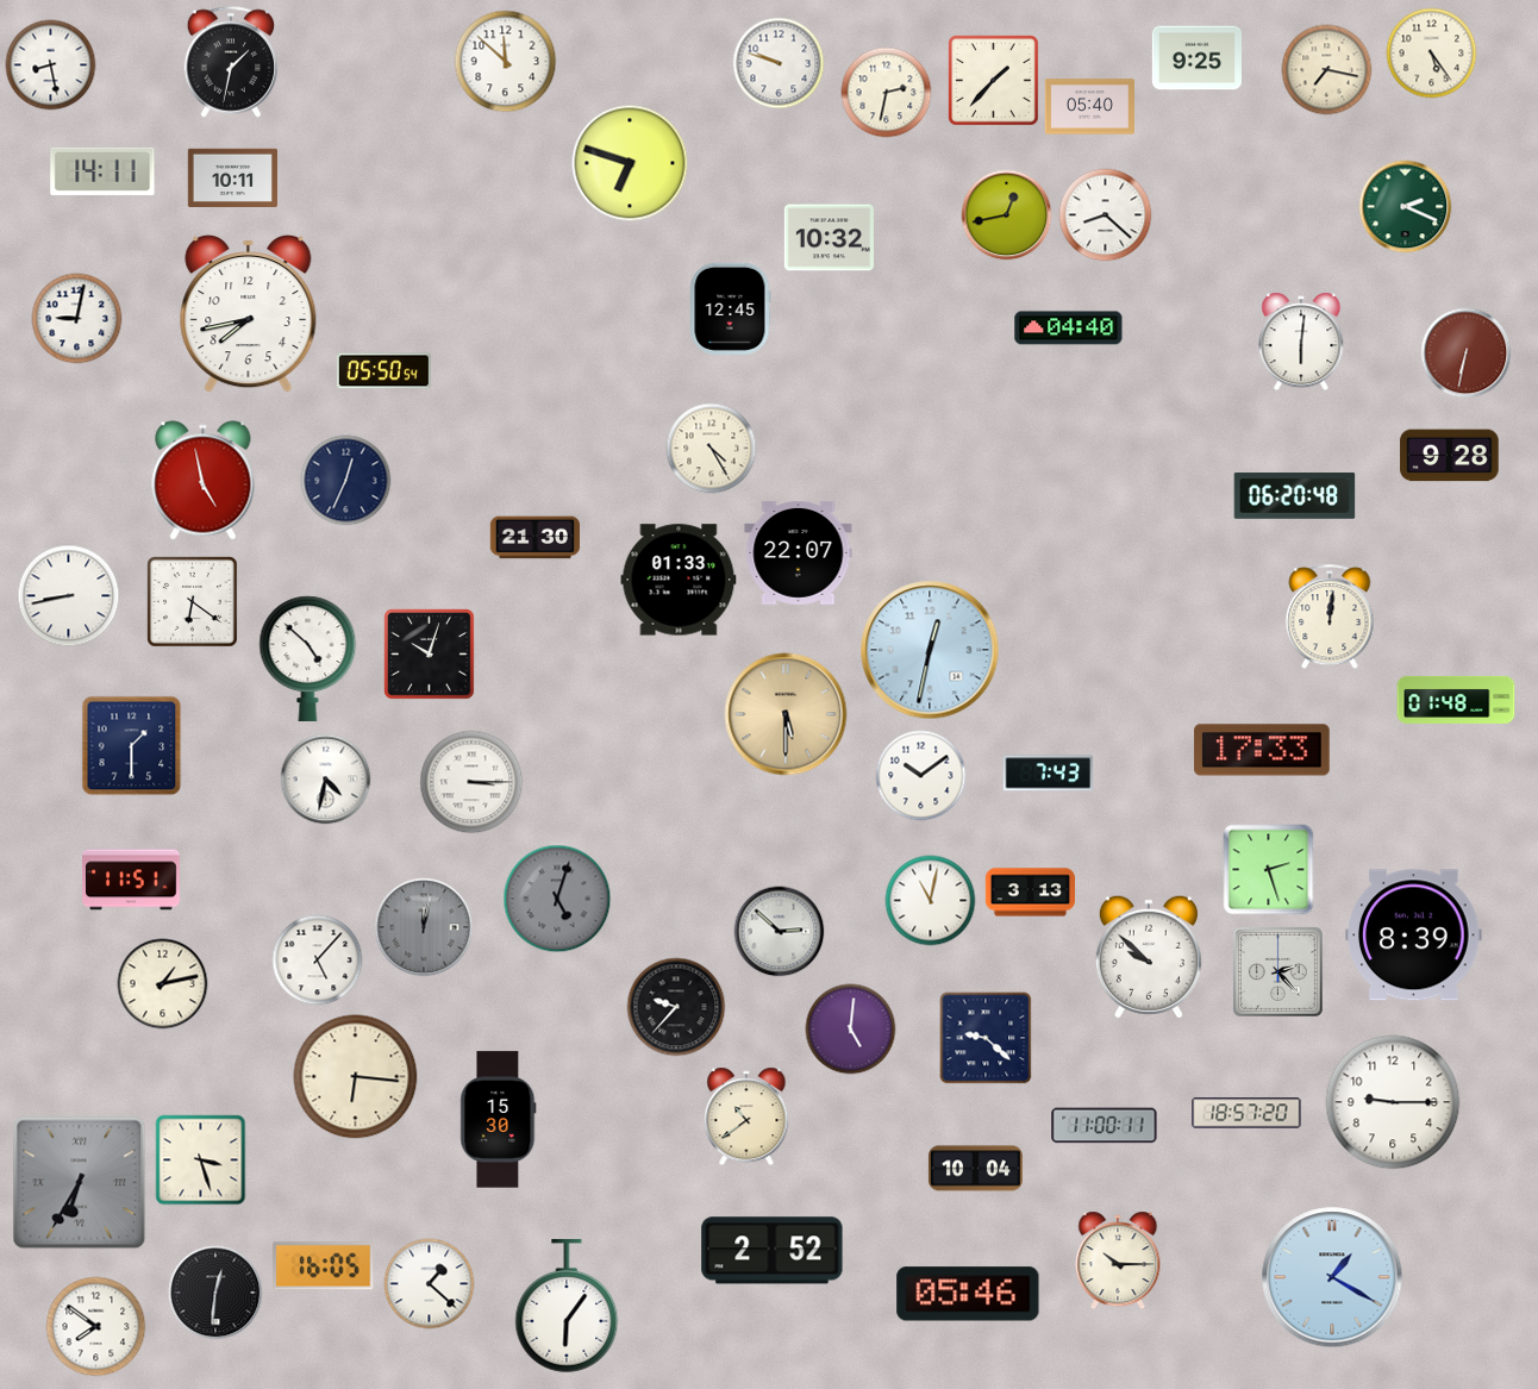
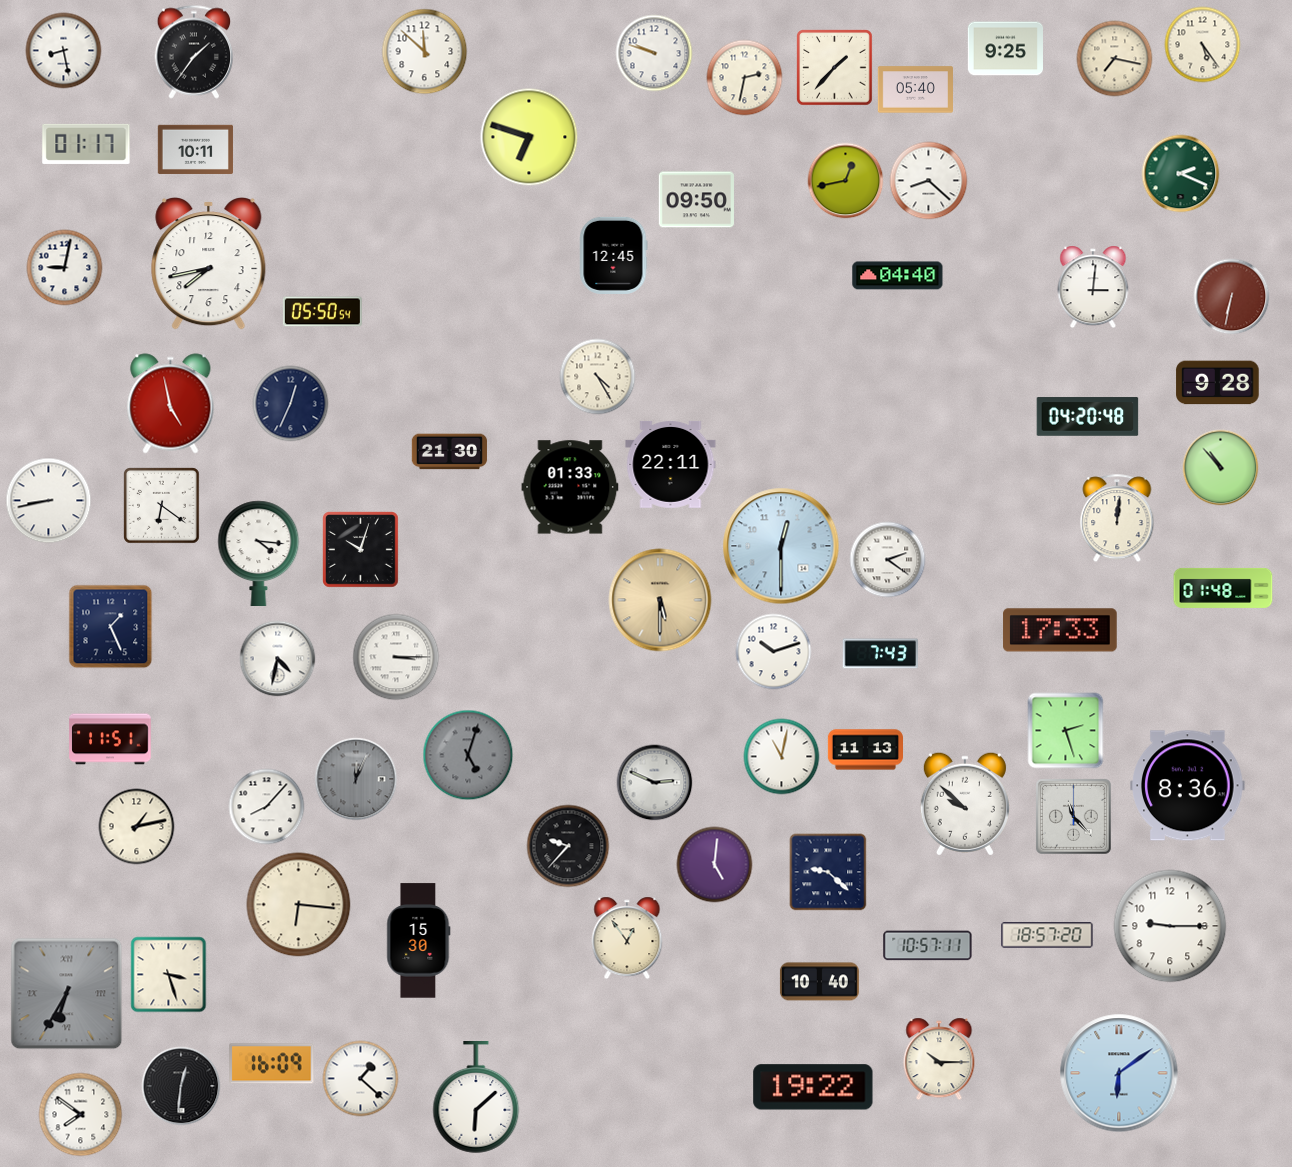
clock at (231, 62): 1:32 -> 1:36
clock at (51, 65) position: (51, 65) -> (64, 51)
clock at (102, 171): 14:11 -> 01:17
clock at (829, 238): 10:32 -> 09:50
clock at (731, 308) position: (731, 308) -> (614, 255)
clock at (1301, 342): 6:01 -> 3:01
clock at (1295, 496): 06:20 -> 04:20
clock at (799, 552): 22:07 -> 22:11
clock at (1221, 468): none -> 10:53
clock at (69, 596) position: (69, 596) -> (49, 501)
clock at (930, 650): 12:32 -> 12:30
clock at (308, 658): 4:52 -> 4:16
clock at (888, 560): none -> 2:21
clock at (132, 746): 1:30 -> 1:26
clock at (1048, 774) position: (1048, 774) -> (880, 654)
clock at (921, 776): 10:09 -> 10:12
clock at (326, 780) position: (326, 780) -> (278, 659)
clock at (1030, 893): 3:13 -> 11:13
clock at (424, 927): 12:02 -> 12:04
clock at (780, 932): 2:52 -> 2:49
clock at (1414, 936): 8:39 -> 8:36
clock at (318, 961): 5:07 -> 8:07
clock at (1277, 971): 2:23 -> 11:23
clock at (746, 1116): 10:39 -> 12:54
clock at (1105, 1126): 11:00 -> 10:57
clock at (975, 1169): 10:04 -> 10:40
clock at (773, 1251): 2:52 -> none
clock at (324, 1266): 16:05 -> 16:09
clock at (1332, 1277): 1:20 -> 6:09
clock at (968, 1294): 05:46 -> 19:22
clock at (567, 1307): 6:06 -> 6:08
